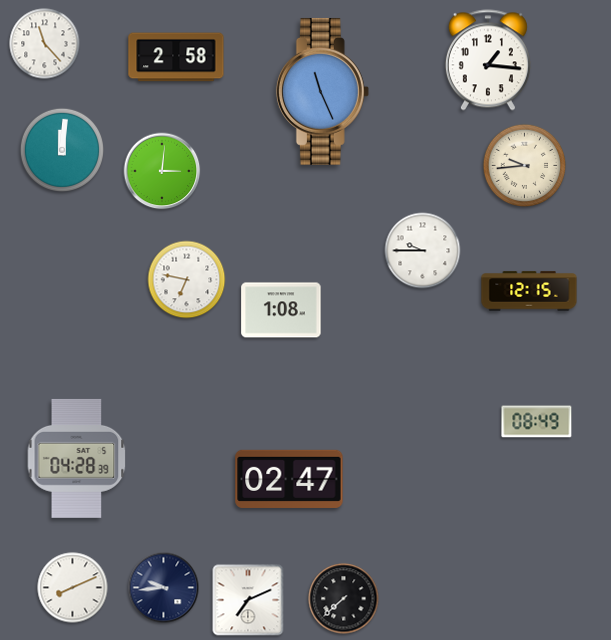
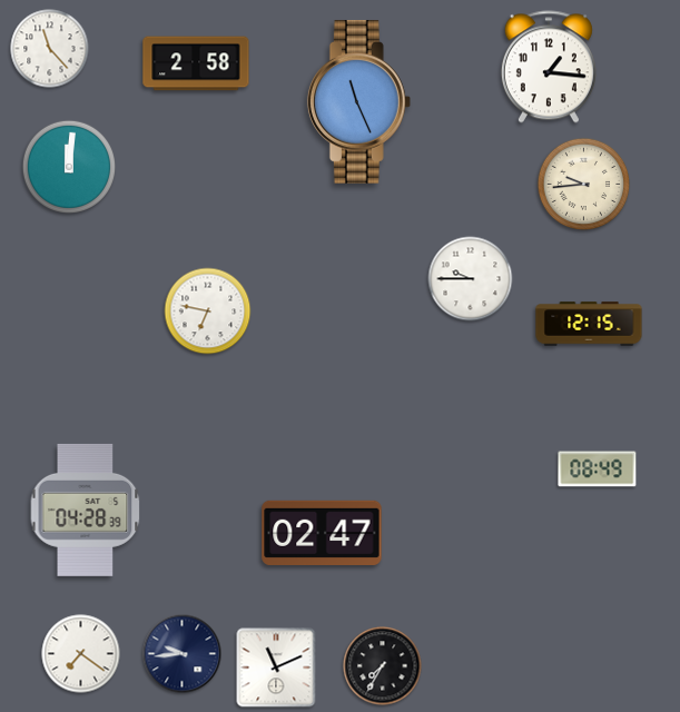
clock at (488, 60) position: (488, 60) -> (549, 67)
clock at (162, 171): 3:01 -> none
clock at (281, 310): 1:08 -> none
clock at (73, 588): 8:11 -> 7:21
clock at (344, 599): 7:38 -> 7:35
clock at (248, 600): 7:11 -> 11:11
